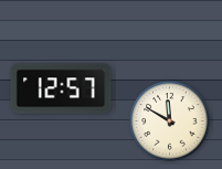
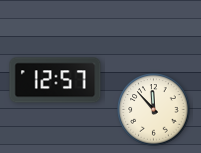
clock at (170, 122): 11:50 -> 11:53
